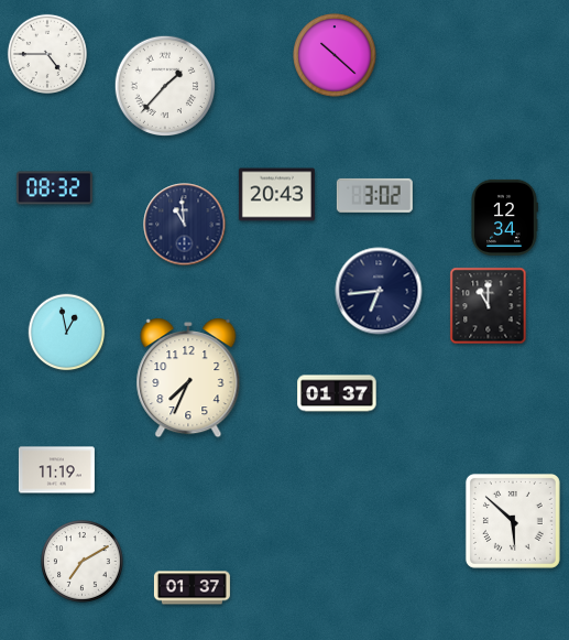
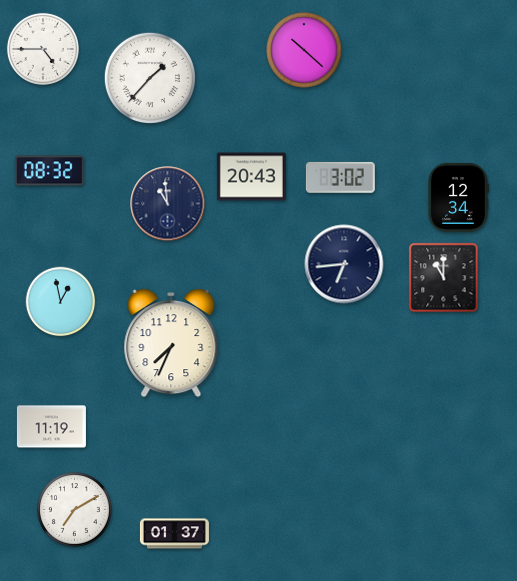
clock at (337, 393): 01:37 -> none
clock at (513, 521): 5:52 -> none
